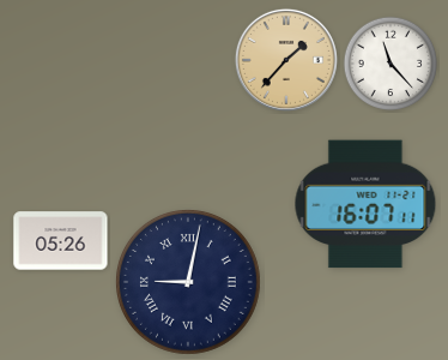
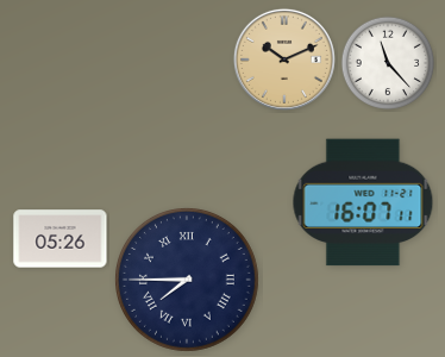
clock at (286, 60): 1:37 -> 10:11
clock at (189, 283): 9:02 -> 7:45
